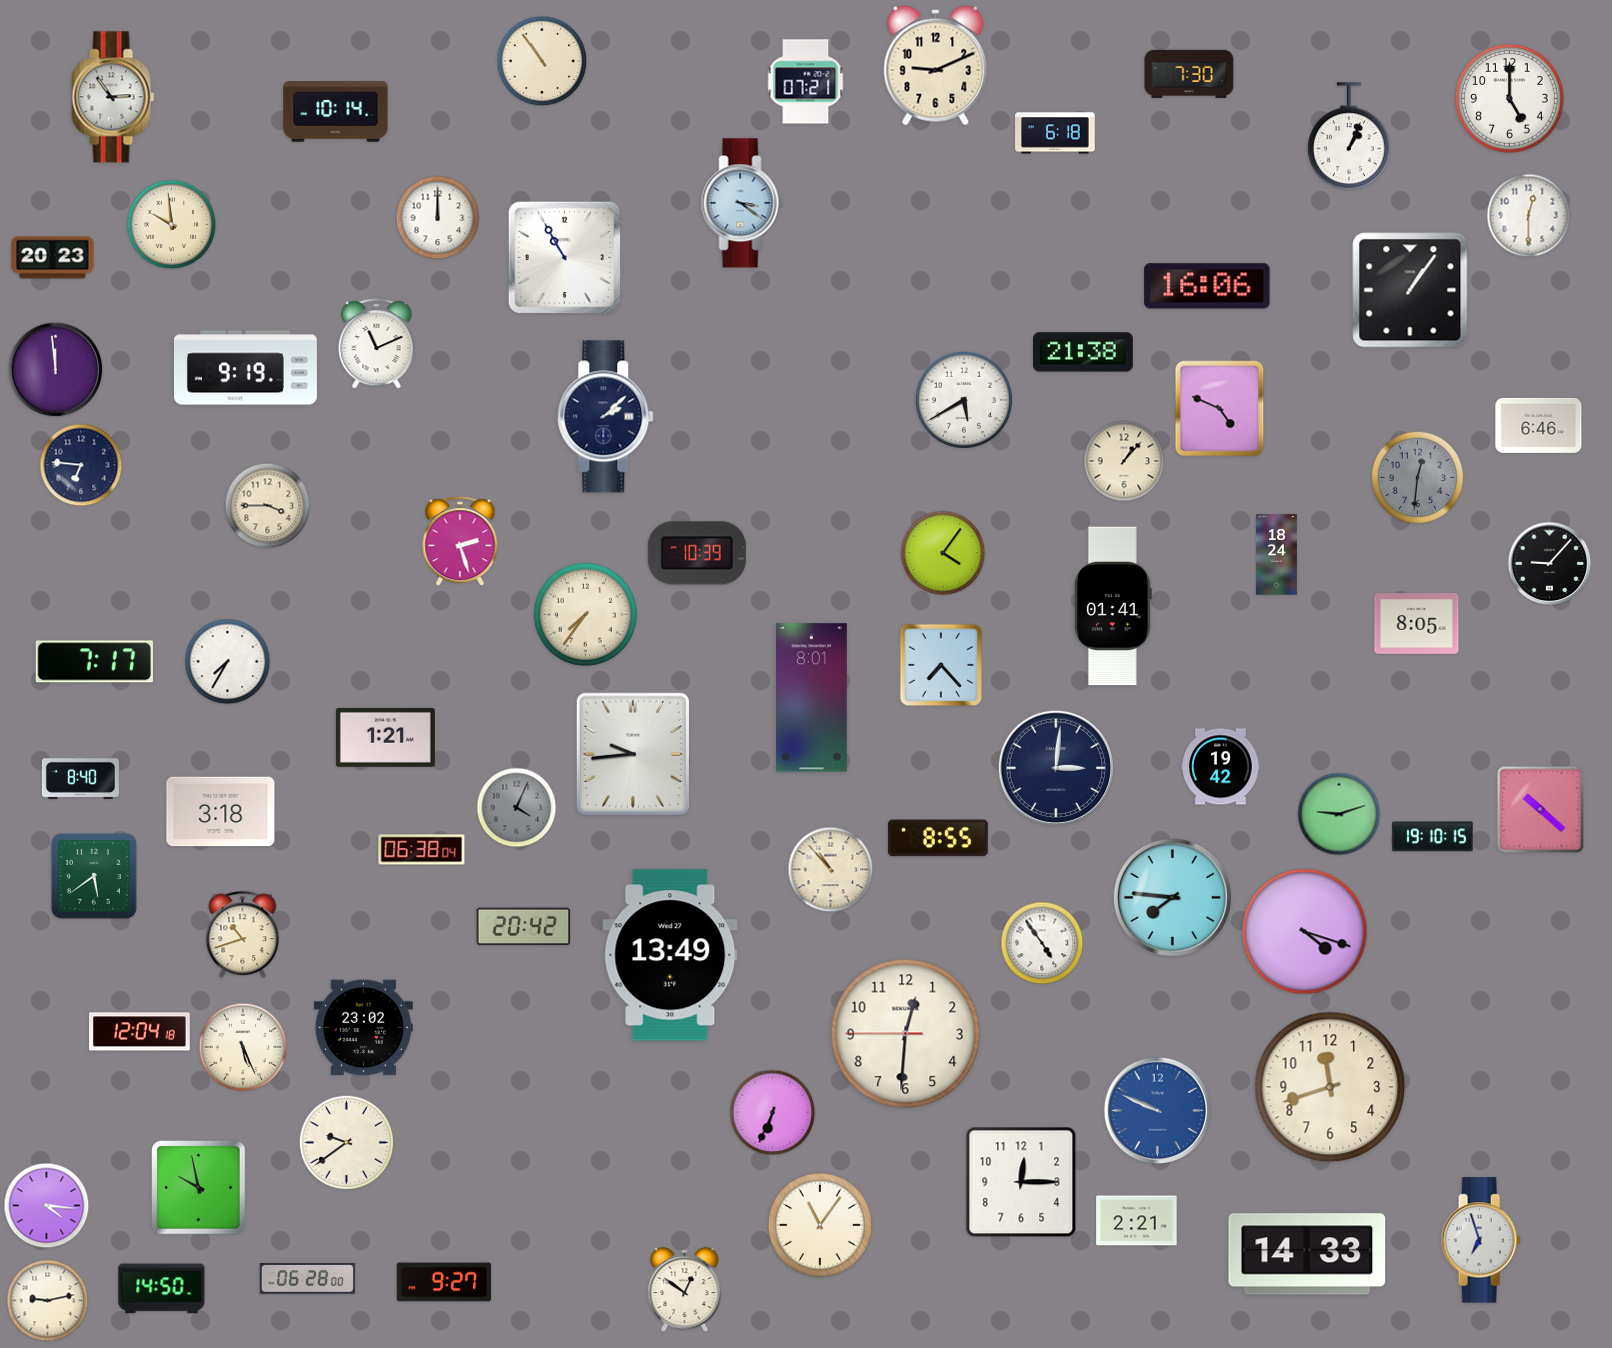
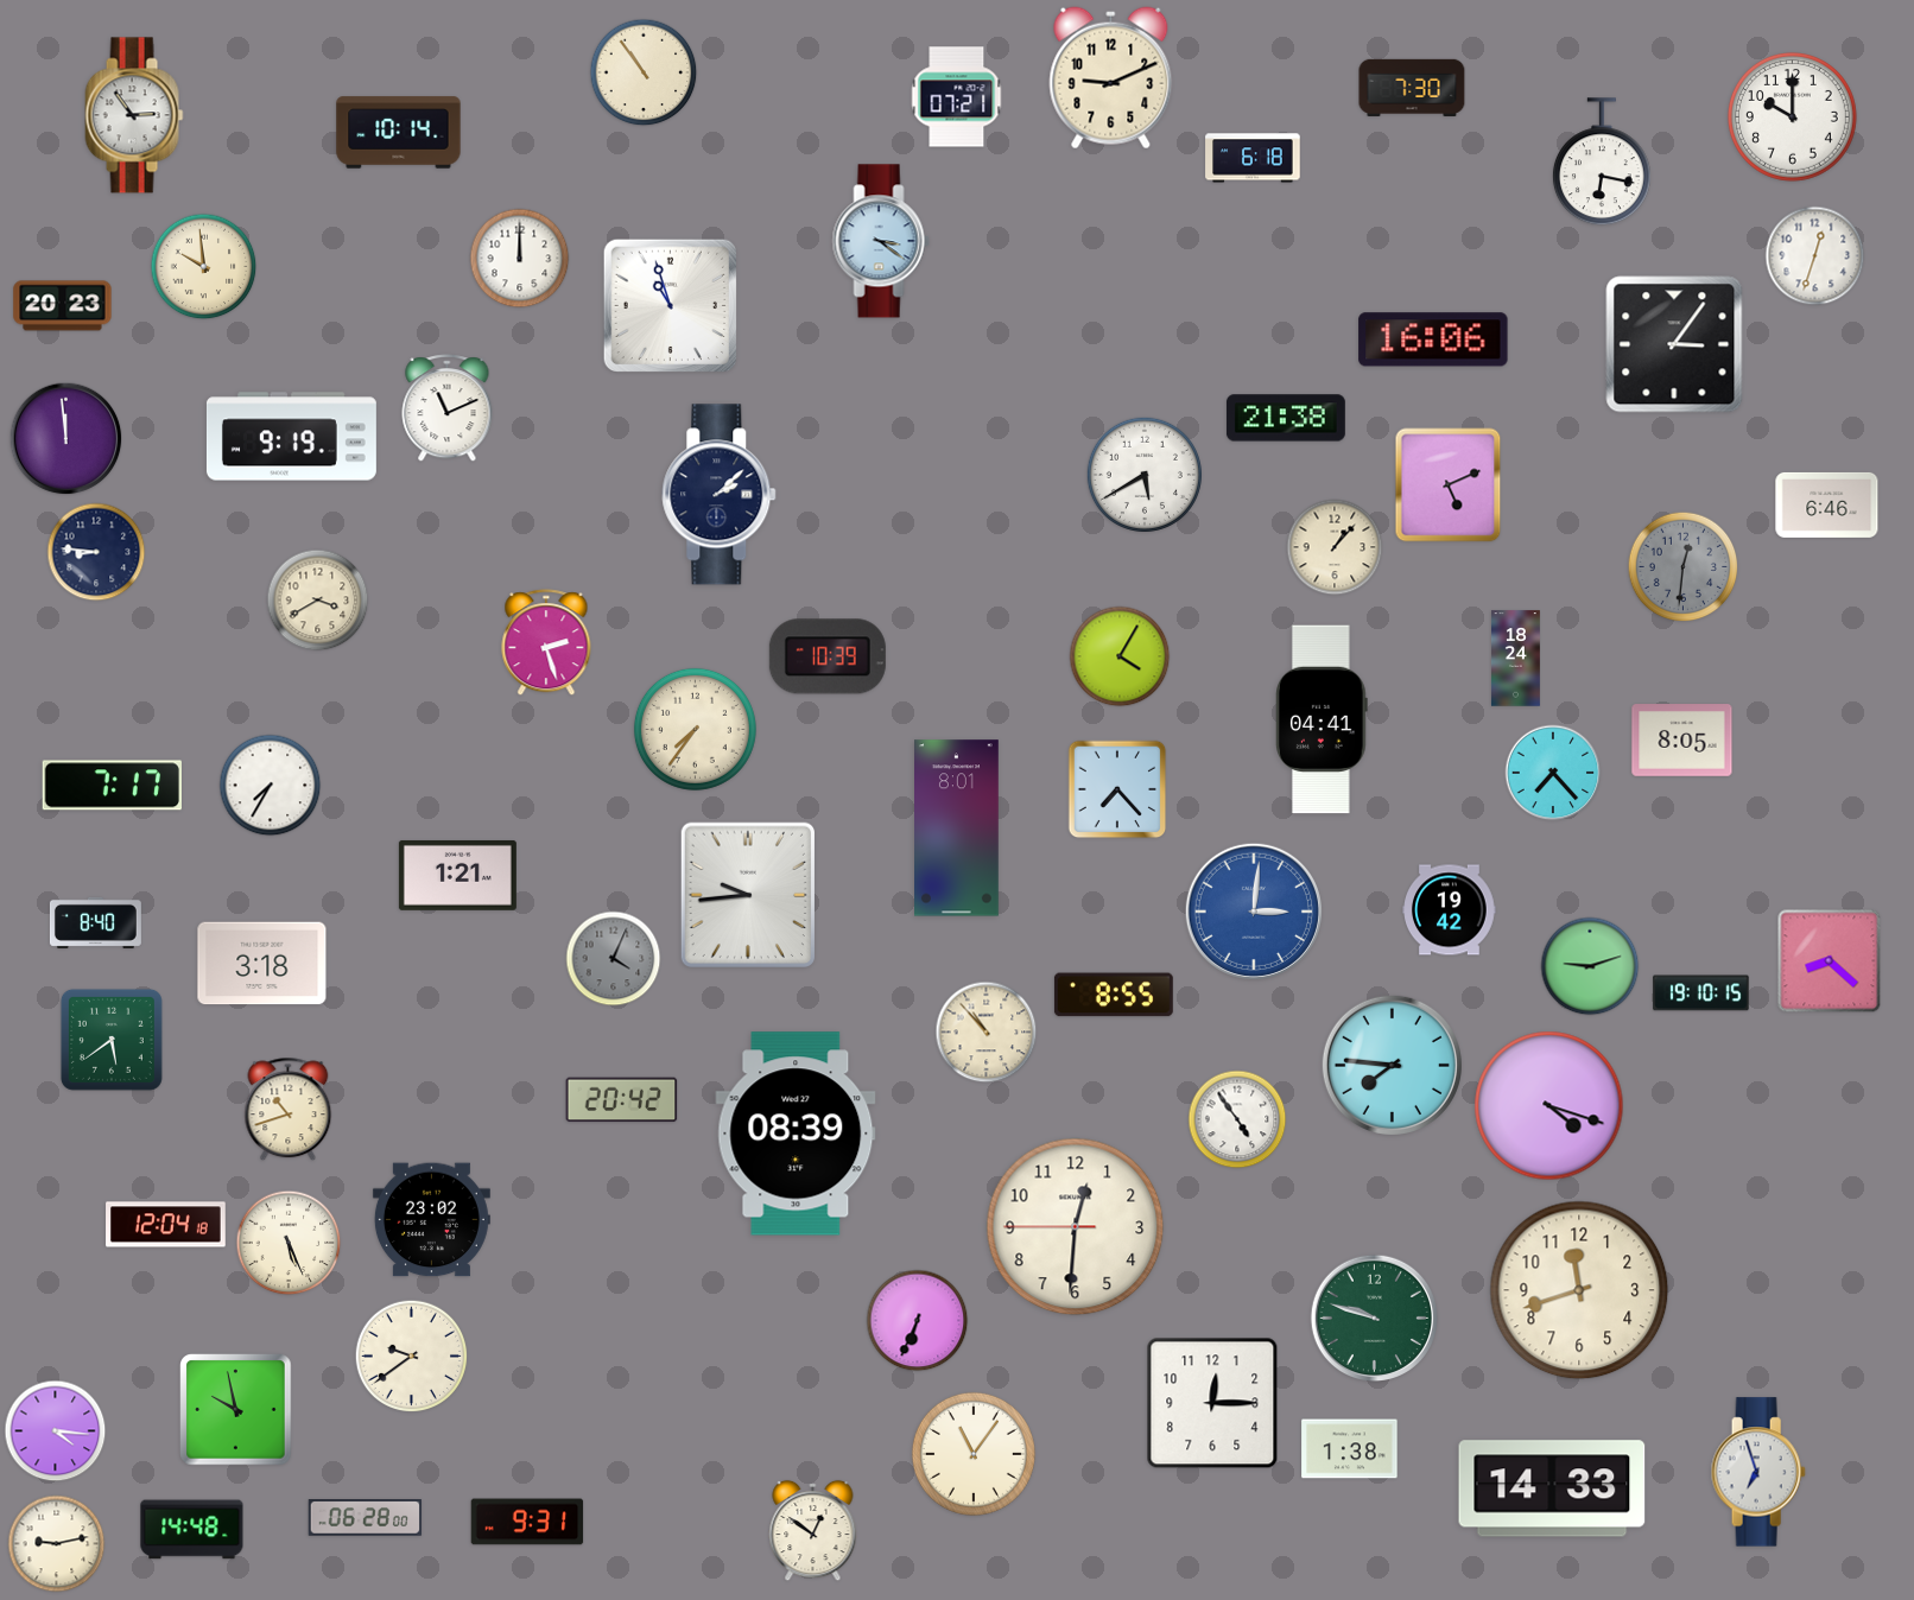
clock at (1509, 98): 5:00 -> 10:00
clock at (1349, 137): 1:04 -> 6:17
clock at (1529, 216): 12:30 -> 12:33
clock at (564, 257): 10:55 -> 10:57
clock at (1410, 290): 1:06 -> 3:06
clock at (1220, 409): 4:49 -> 5:11
clock at (81, 465): 6:46 -> 8:46
clock at (268, 506): 3:45 -> 3:40
clock at (943, 553): 4:06 -> 4:05
clock at (1550, 564): 9:07 -> none
clock at (1114, 606): 01:41 -> 04:41
clock at (1553, 773): none -> 7:23
clock at (812, 698) position: (812, 698) -> (957, 828)
clock at (632, 753) position: (632, 753) -> (747, 894)
clock at (1056, 768) dial: navy -> blue
clock at (1541, 810): 10:22 -> 8:22
clock at (422, 850): 06:38 -> none
clock at (670, 955): 13:49 -> 08:39
clock at (1157, 1110): 9:49 -> 9:48
clock at (1157, 1110) dial: blue -> green
clock at (1137, 1221): 2:21 -> 1:38
clock at (444, 1282): 9:27 -> 9:31
clock at (162, 1289): 14:50 -> 14:48
